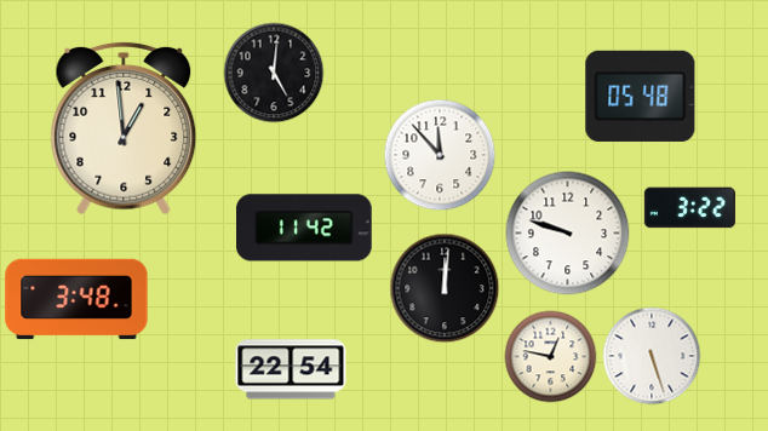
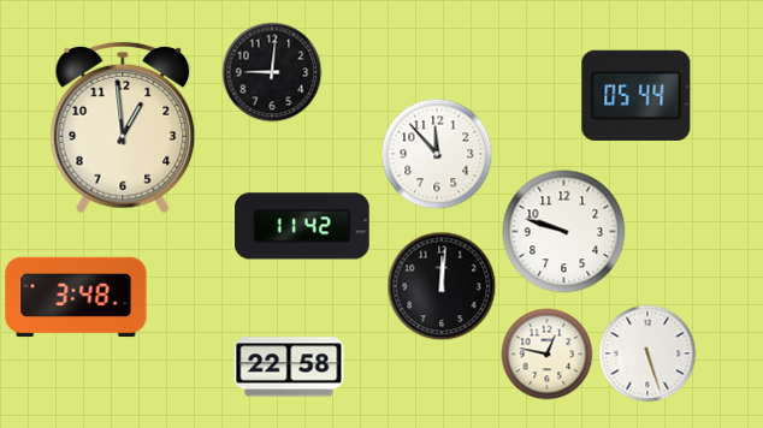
clock at (274, 73): 5:01 -> 9:01
clock at (641, 96): 05:48 -> 05:44
clock at (689, 208): 3:22 -> none
clock at (291, 369): 22:54 -> 22:58
